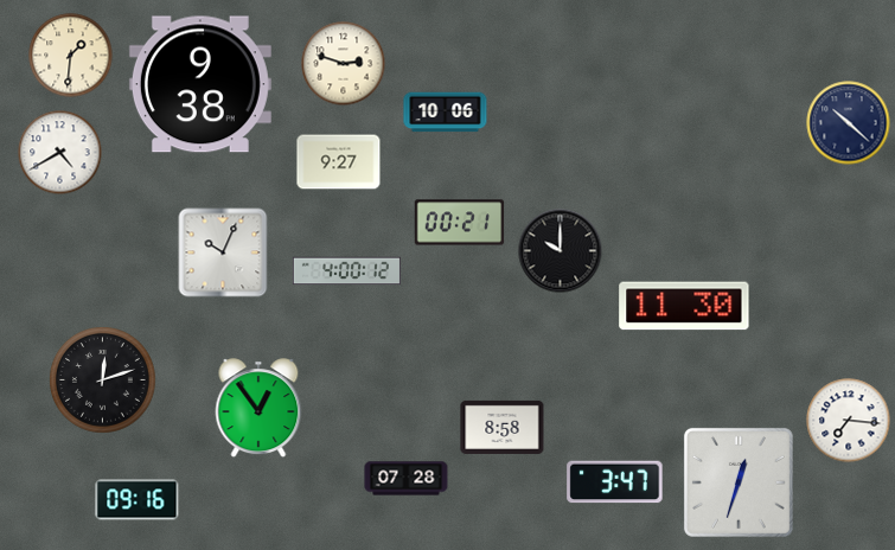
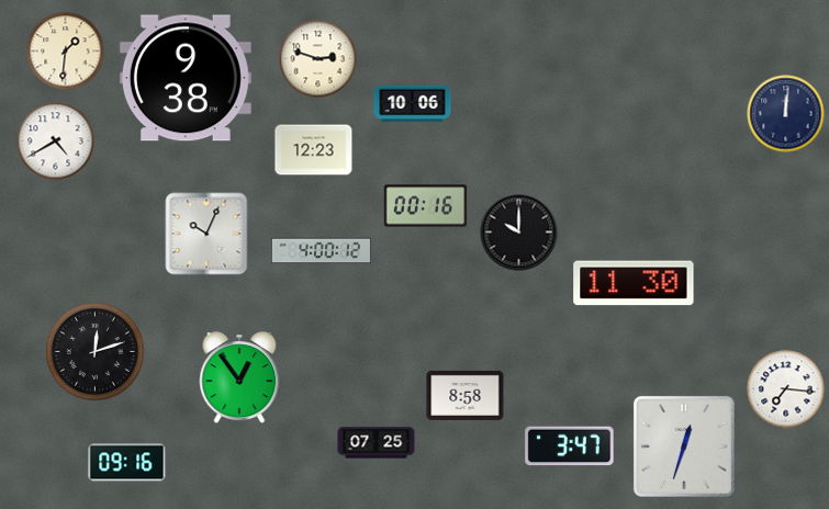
clock at (849, 123): 10:22 -> 12:01
clock at (339, 162): 9:27 -> 12:23
clock at (460, 223): 00:21 -> 00:16
clock at (407, 479): 07:28 -> 07:25
